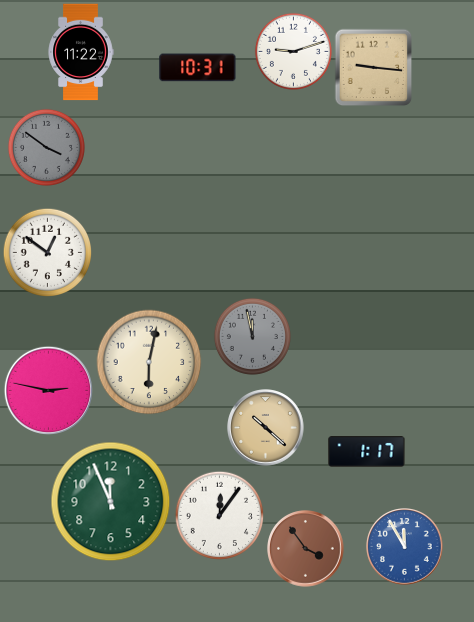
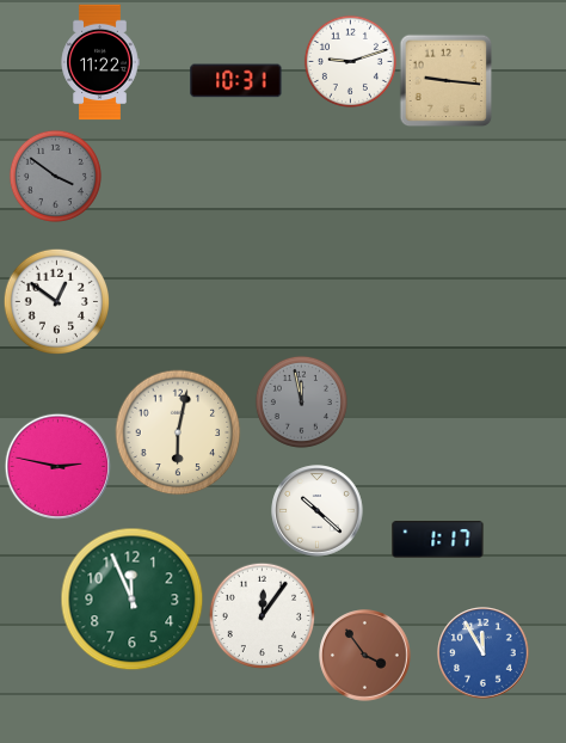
clock at (81, 52) position: (81, 52) -> (100, 62)
clock at (266, 428) dial: champagne -> white
